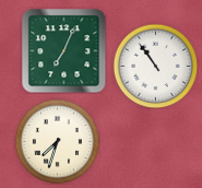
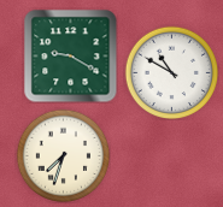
clock at (63, 50): 7:04 -> 9:20
clock at (155, 66): 10:54 -> 10:50
